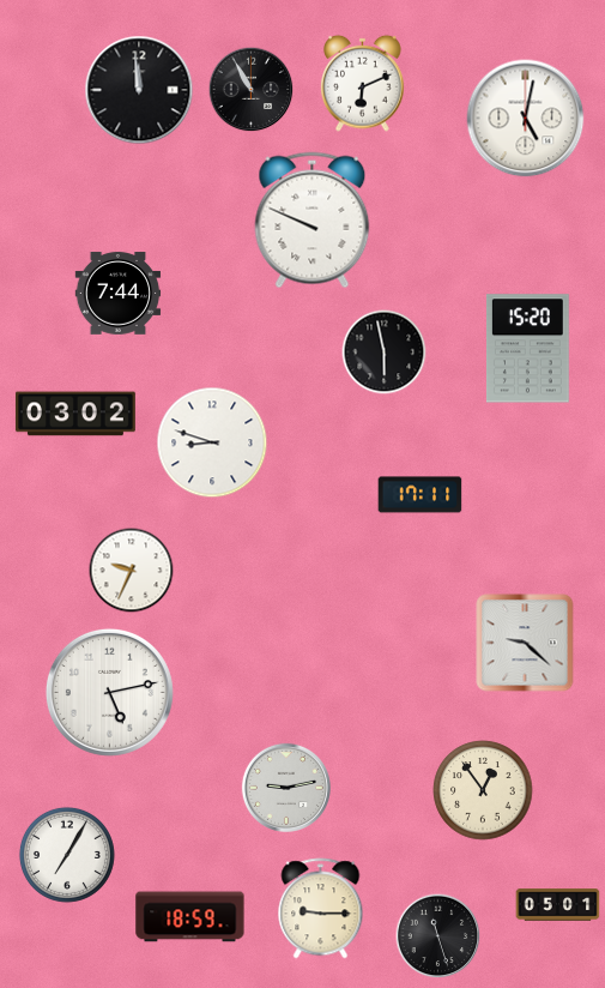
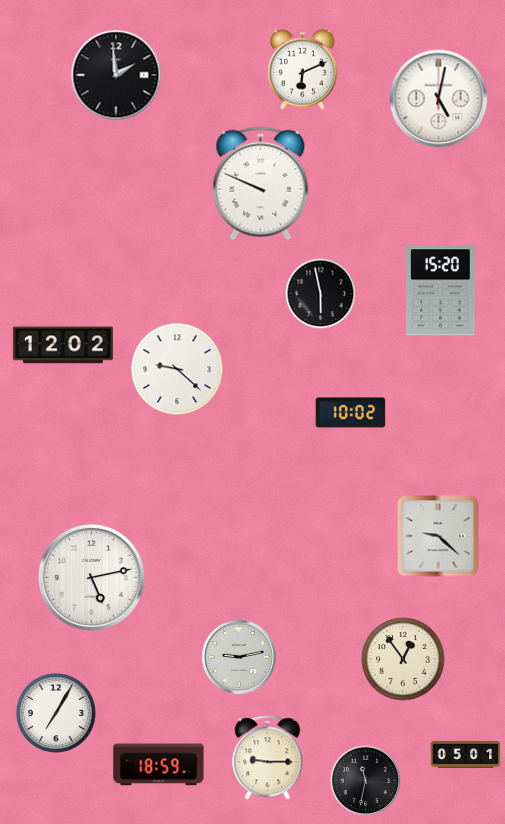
clock at (139, 90): 11:59 -> 1:59
clock at (252, 90): 10:55 -> none
clock at (119, 294): 7:44 -> none
clock at (75, 414): 03:02 -> 12:02
clock at (212, 442): 8:48 -> 9:22
clock at (421, 495): 17:11 -> 10:02
clock at (132, 571): 9:34 -> none
clock at (438, 936): 11:27 -> 11:32
